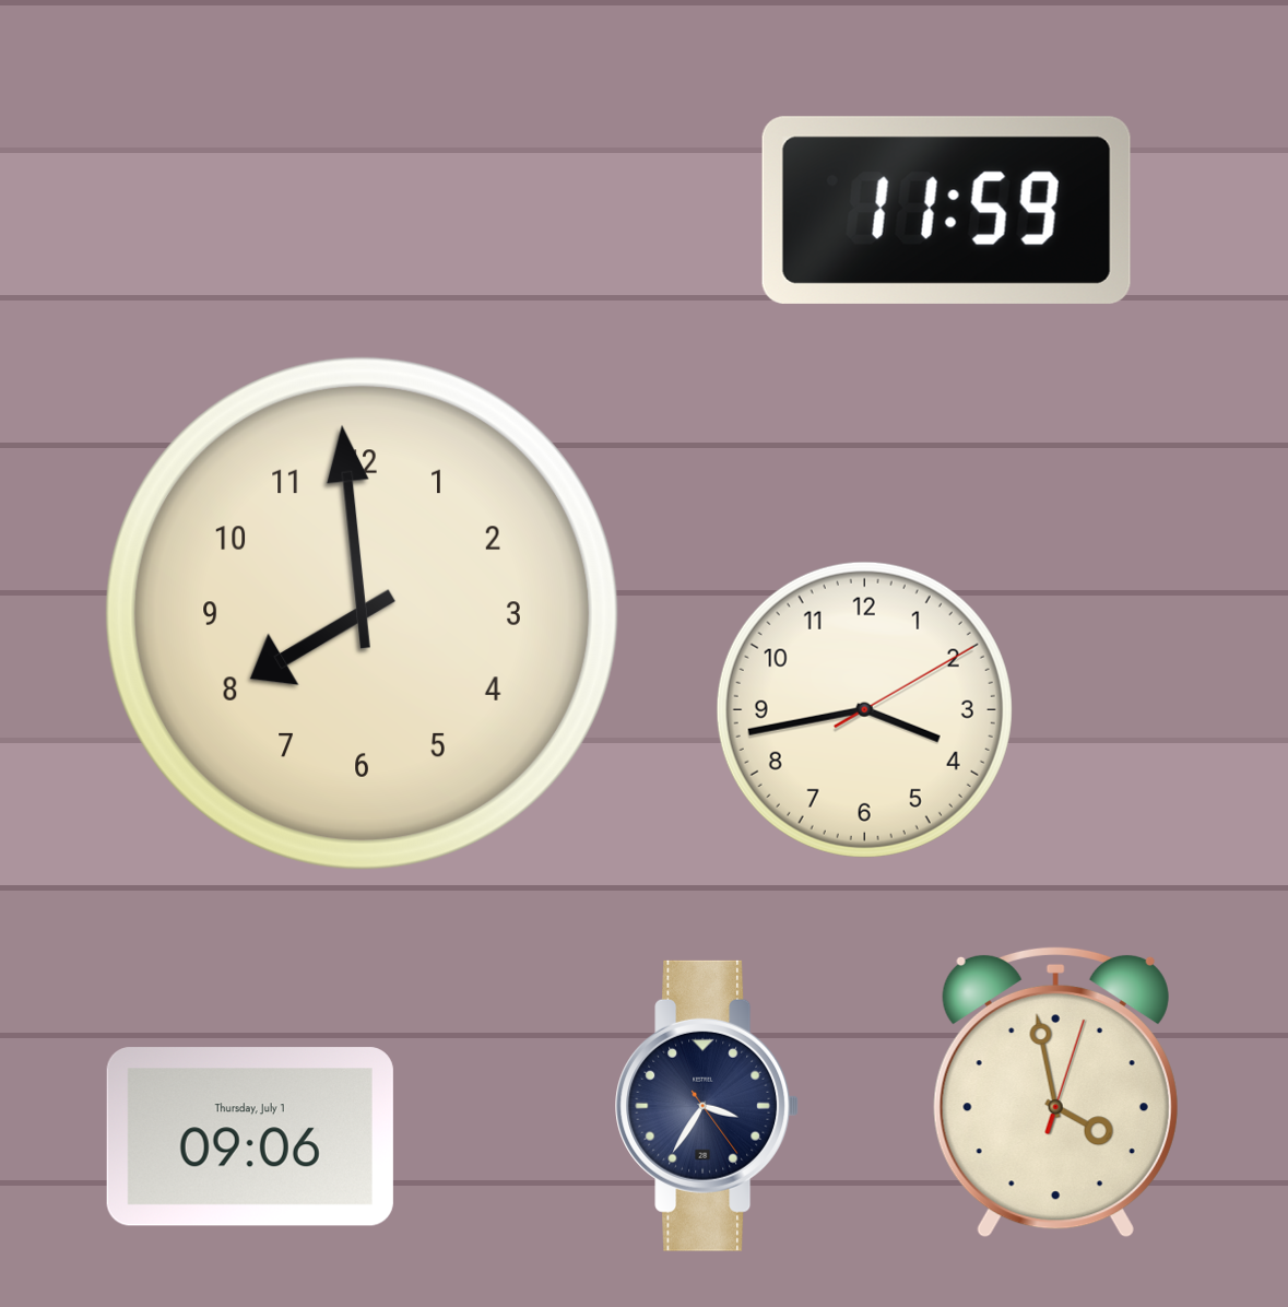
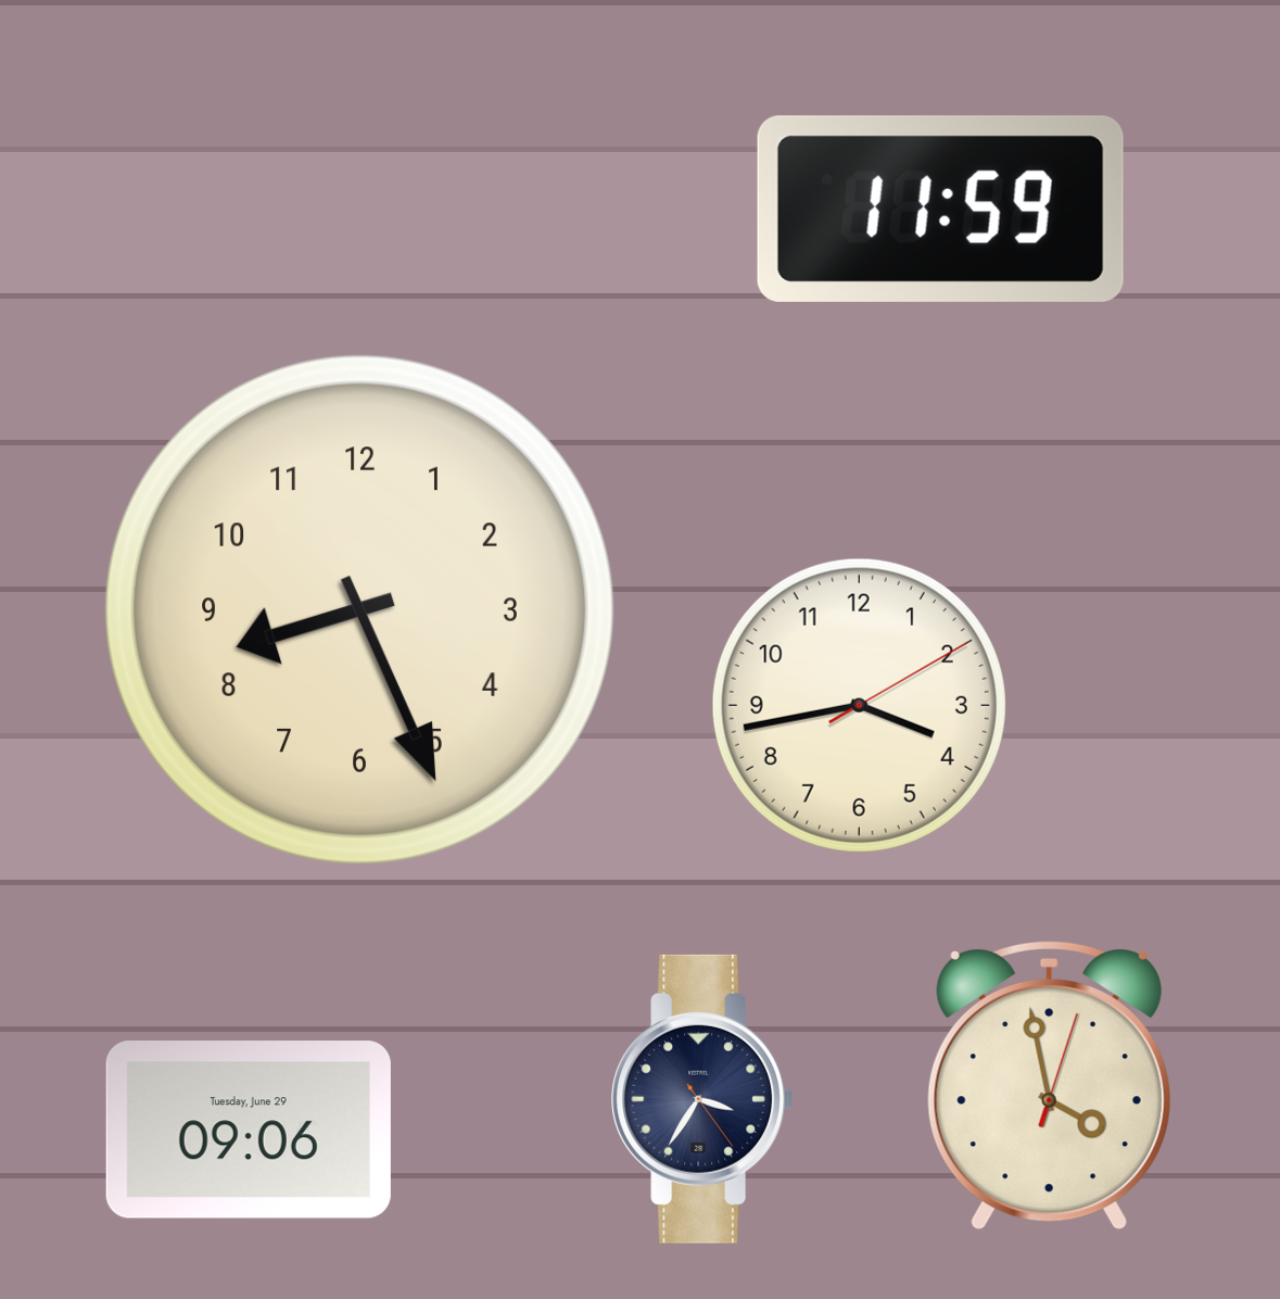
clock at (362, 613): 7:59 -> 8:26
clock at (250, 1137) date: Thursday, July 1 -> Tuesday, June 29
